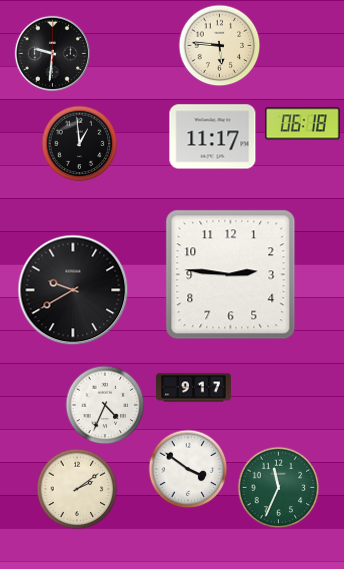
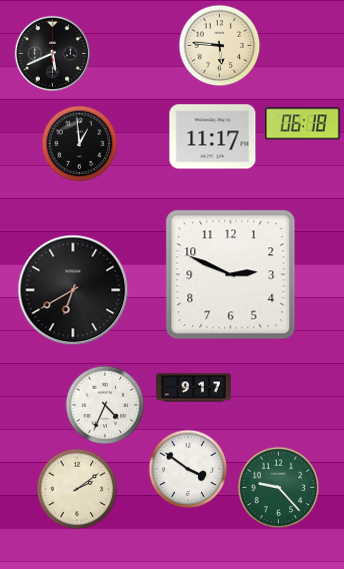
clock at (52, 53): 9:31 -> 5:41
clock at (231, 275): 2:46 -> 2:49
clock at (73, 290): 9:40 -> 6:40
clock at (279, 488): 11:34 -> 9:23
